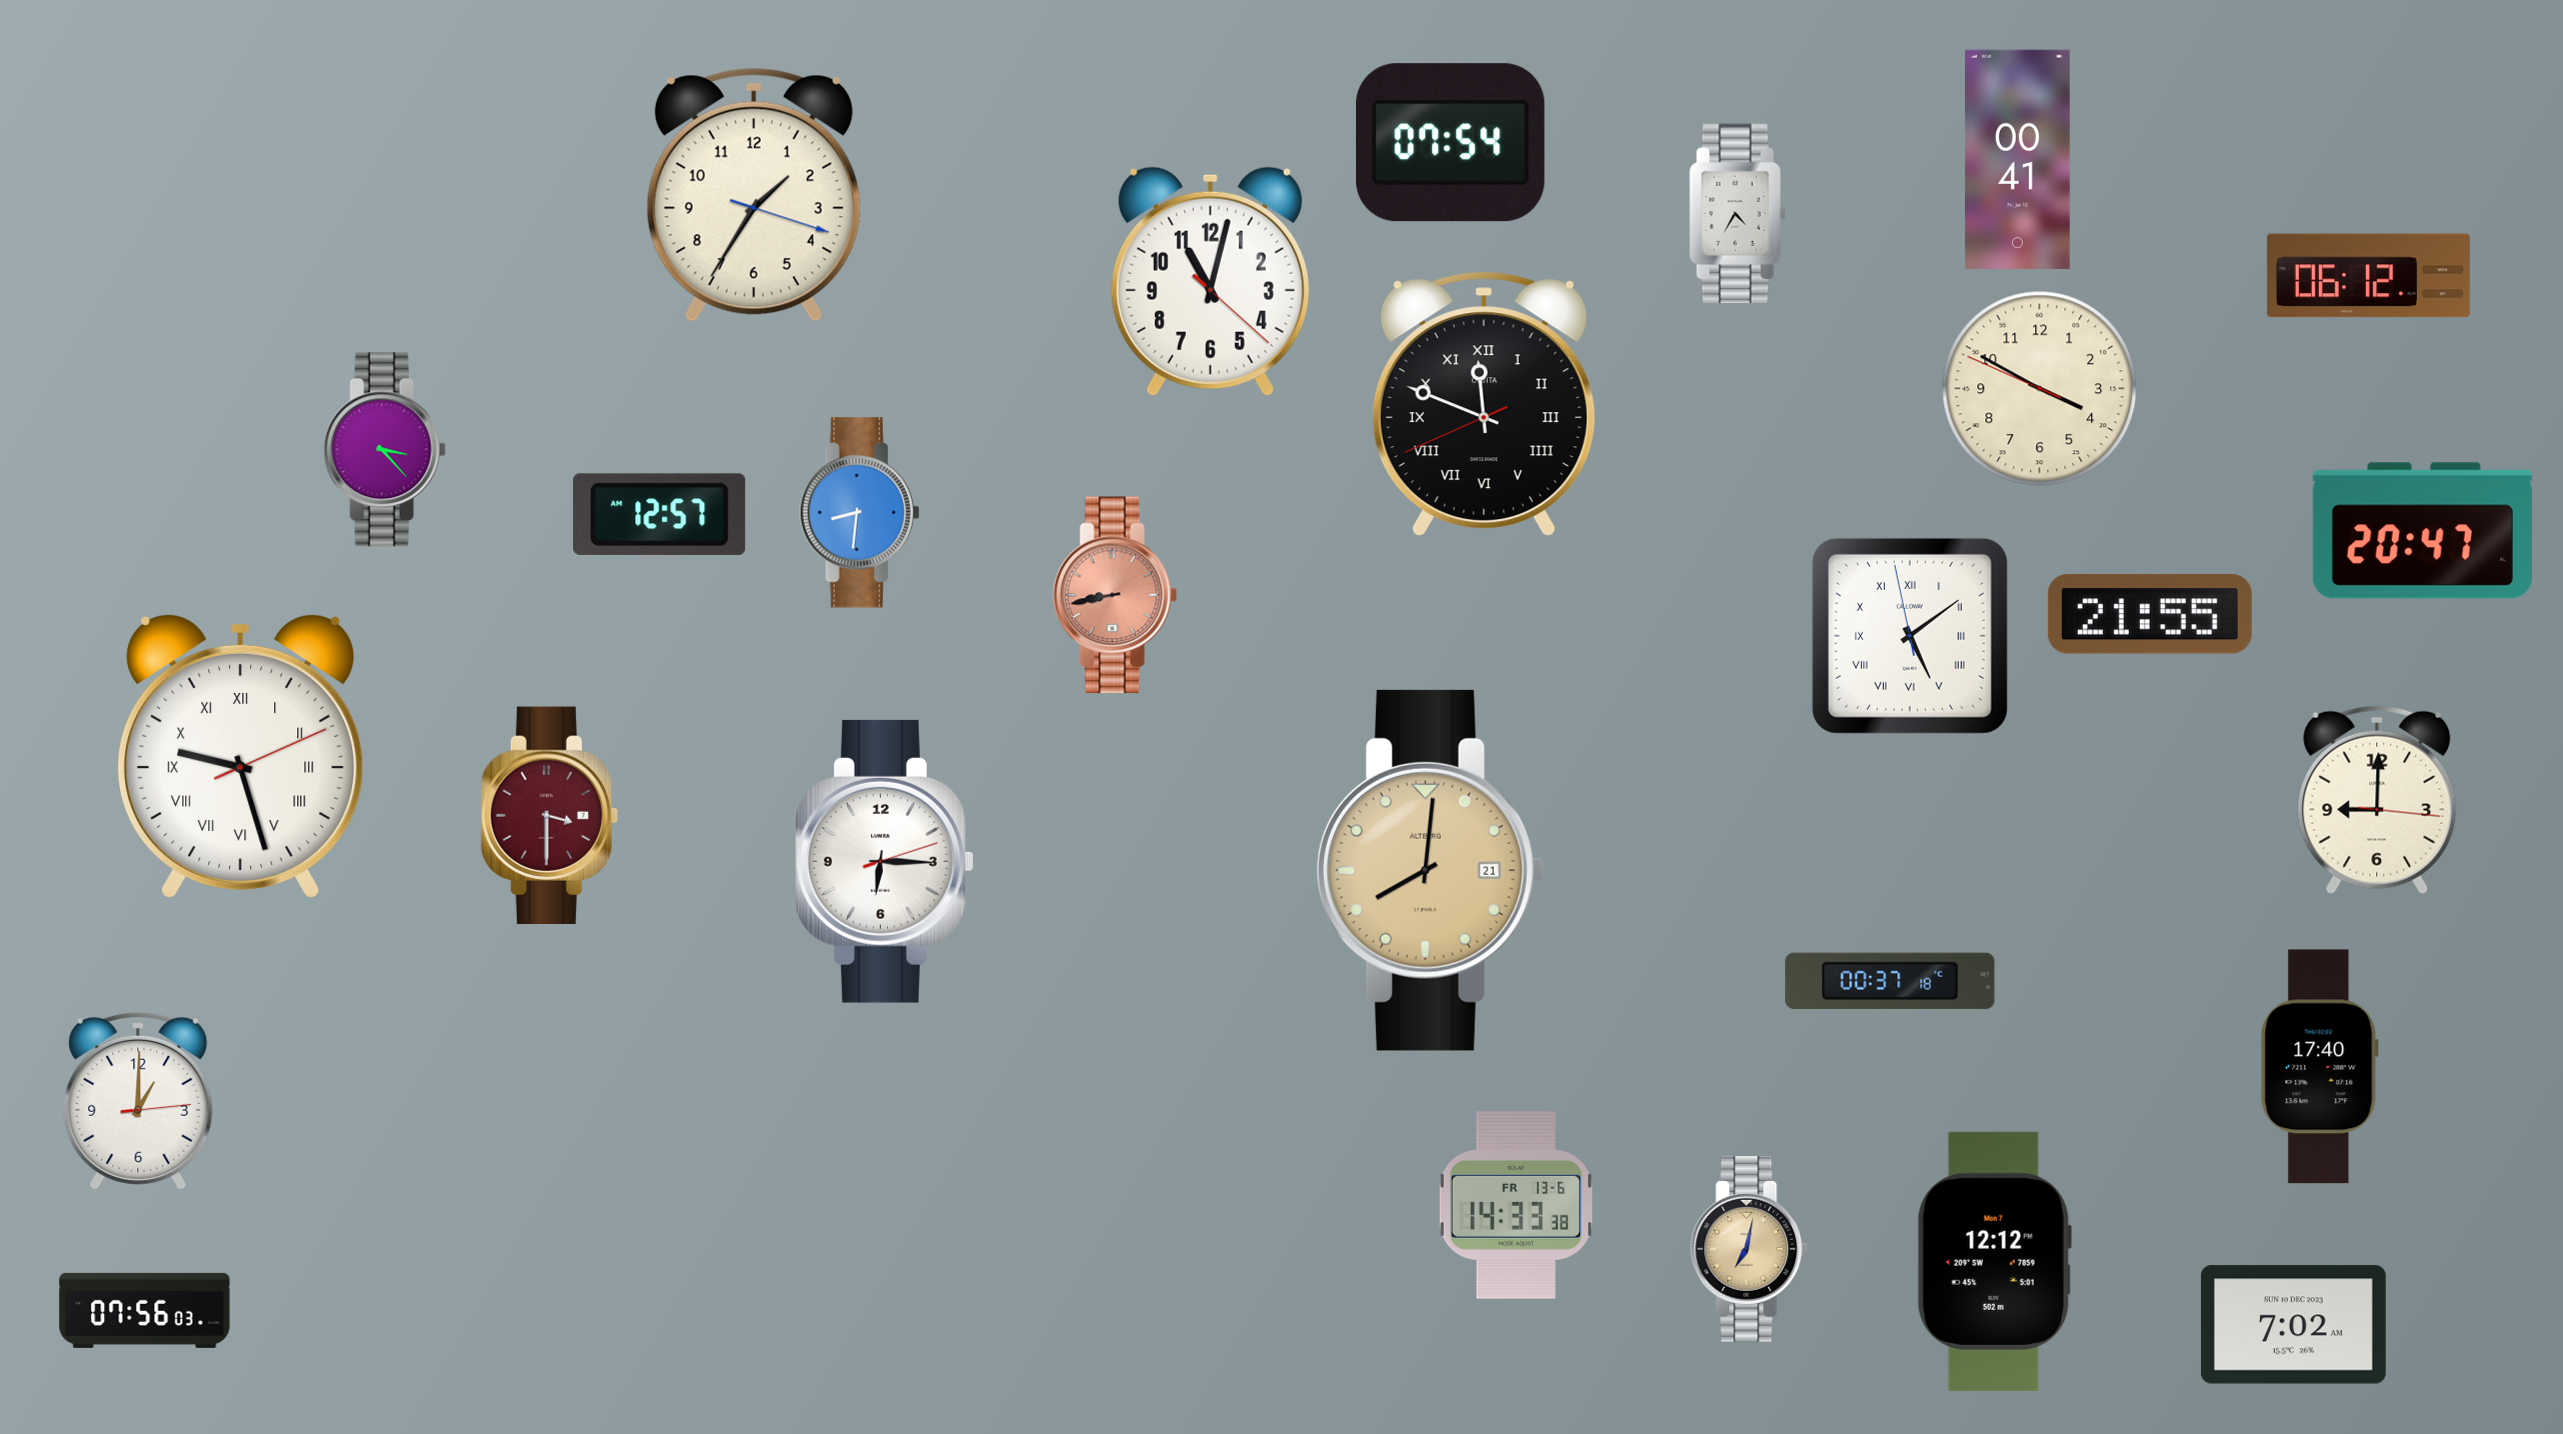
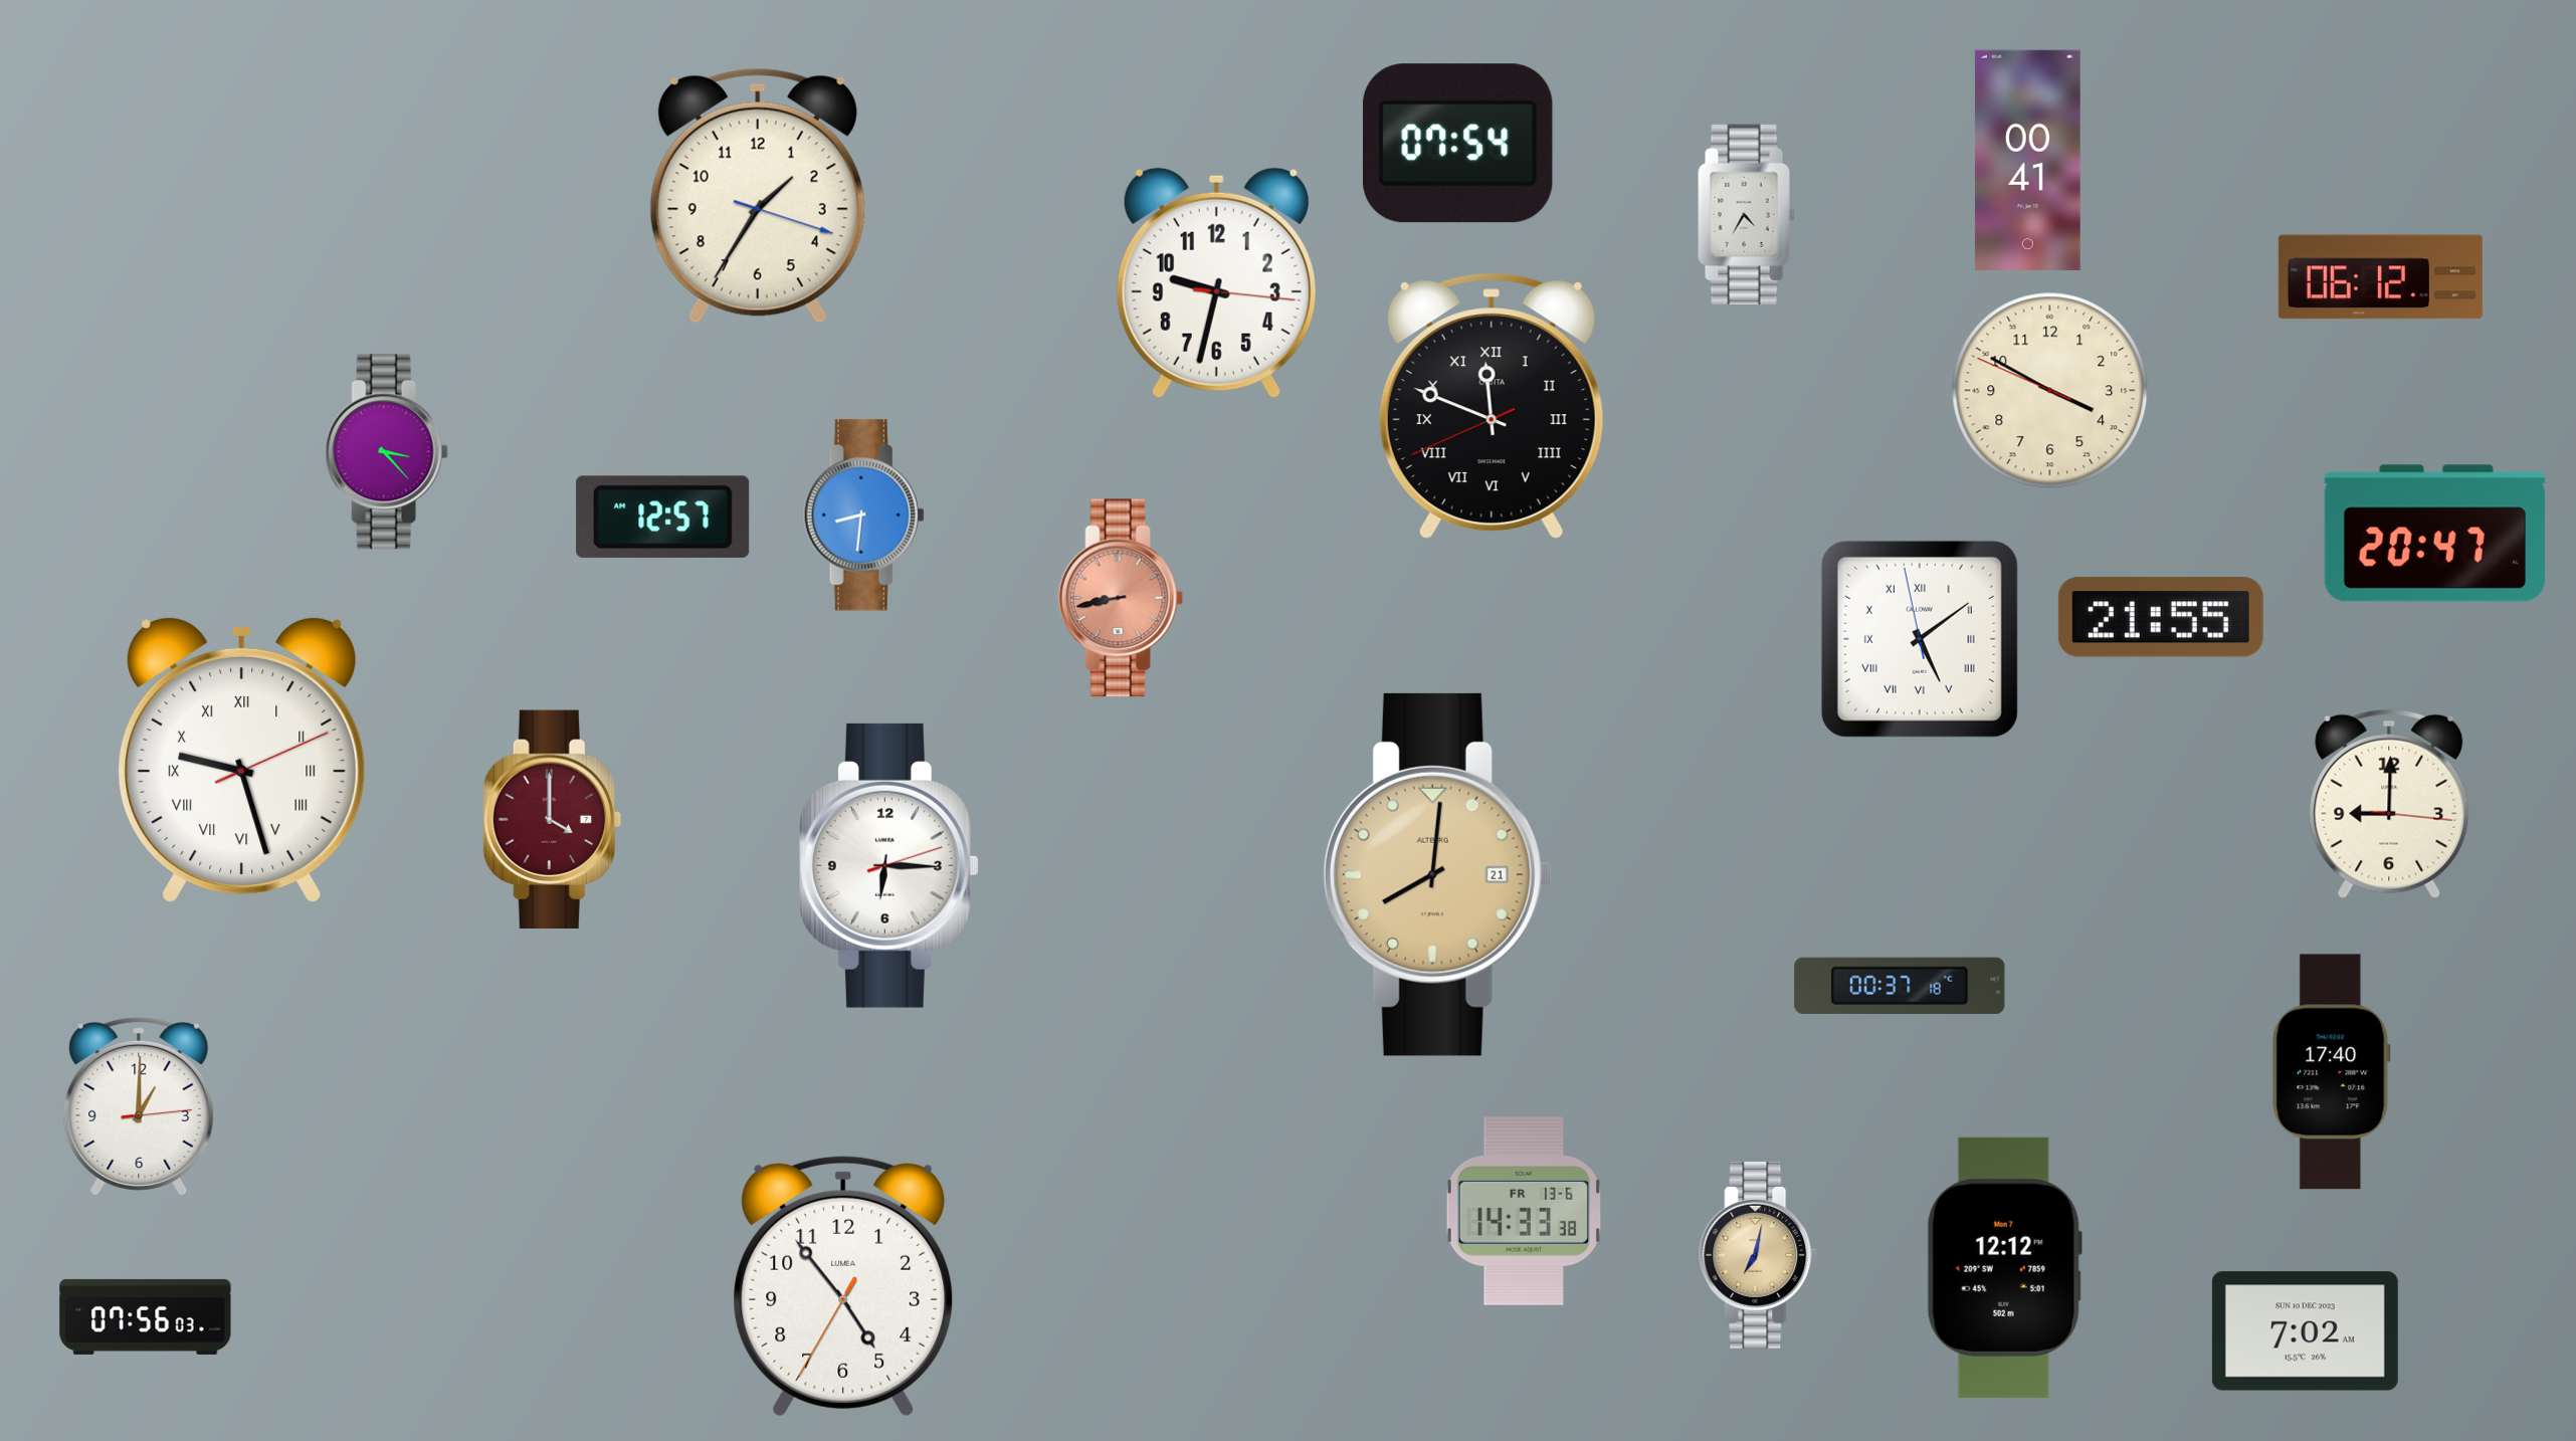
clock at (1210, 281): 11:02 -> 9:32
clock at (549, 815): 3:30 -> 4:00
clock at (843, 1286): none -> 4:53
